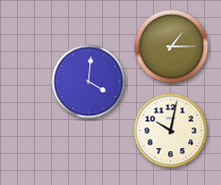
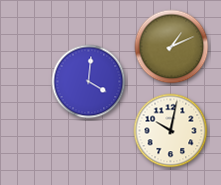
clock at (172, 47): 1:15 -> 1:11
